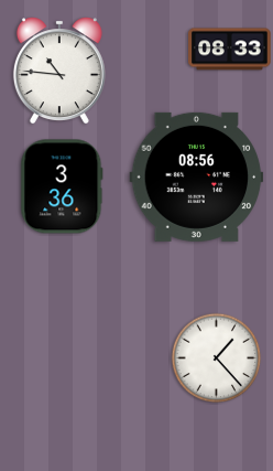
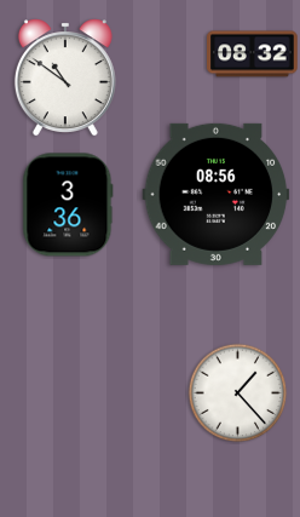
clock at (230, 50): 08:33 -> 08:32
clock at (59, 71): 10:46 -> 10:51
